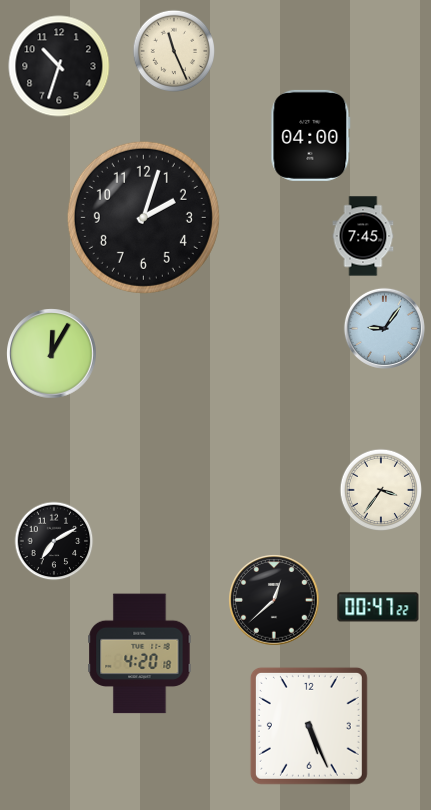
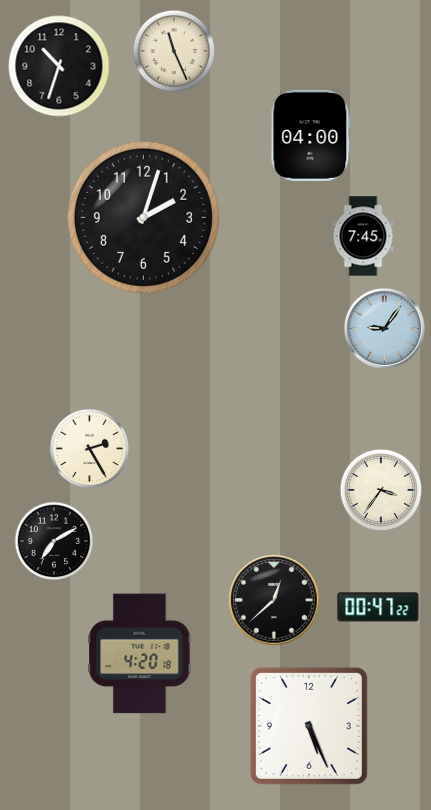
clock at (52, 354): 12:05 -> none
clock at (90, 449): none -> 2:25
